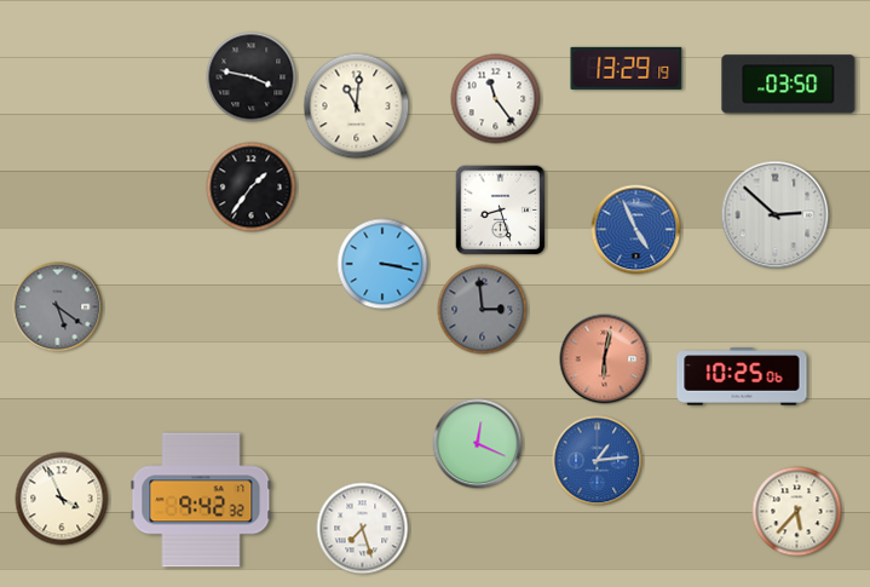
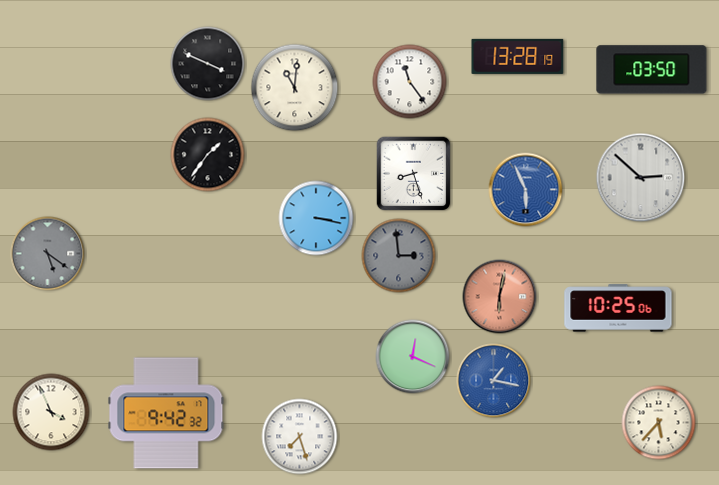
clock at (627, 68): 13:29 -> 13:28
clock at (252, 77): 3:47 -> 3:49
clock at (636, 230): 4:56 -> 5:56
clock at (742, 376) position: (742, 376) -> (618, 308)
clock at (478, 444) position: (478, 444) -> (413, 357)
clock at (598, 461): 1:14 -> 1:17
